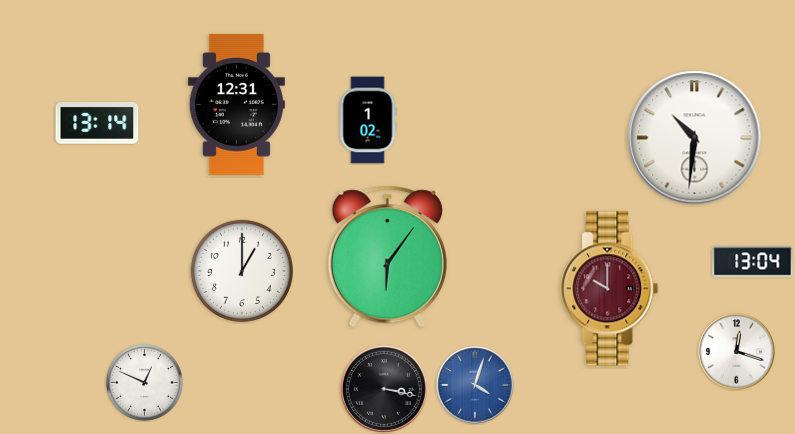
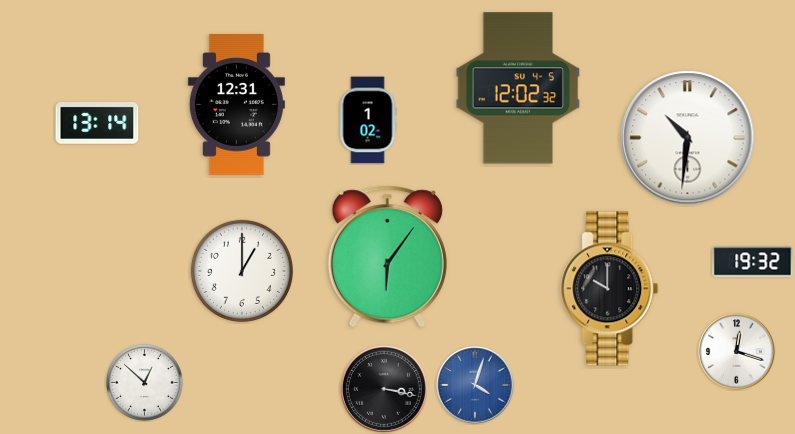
clock at (518, 88): none -> 12:02
clock at (695, 138) position: (695, 138) -> (688, 138)
clock at (753, 262): 13:04 -> 19:32
clock at (610, 289) dial: burgundy -> black
clock at (145, 383): 12:49 -> 12:52
